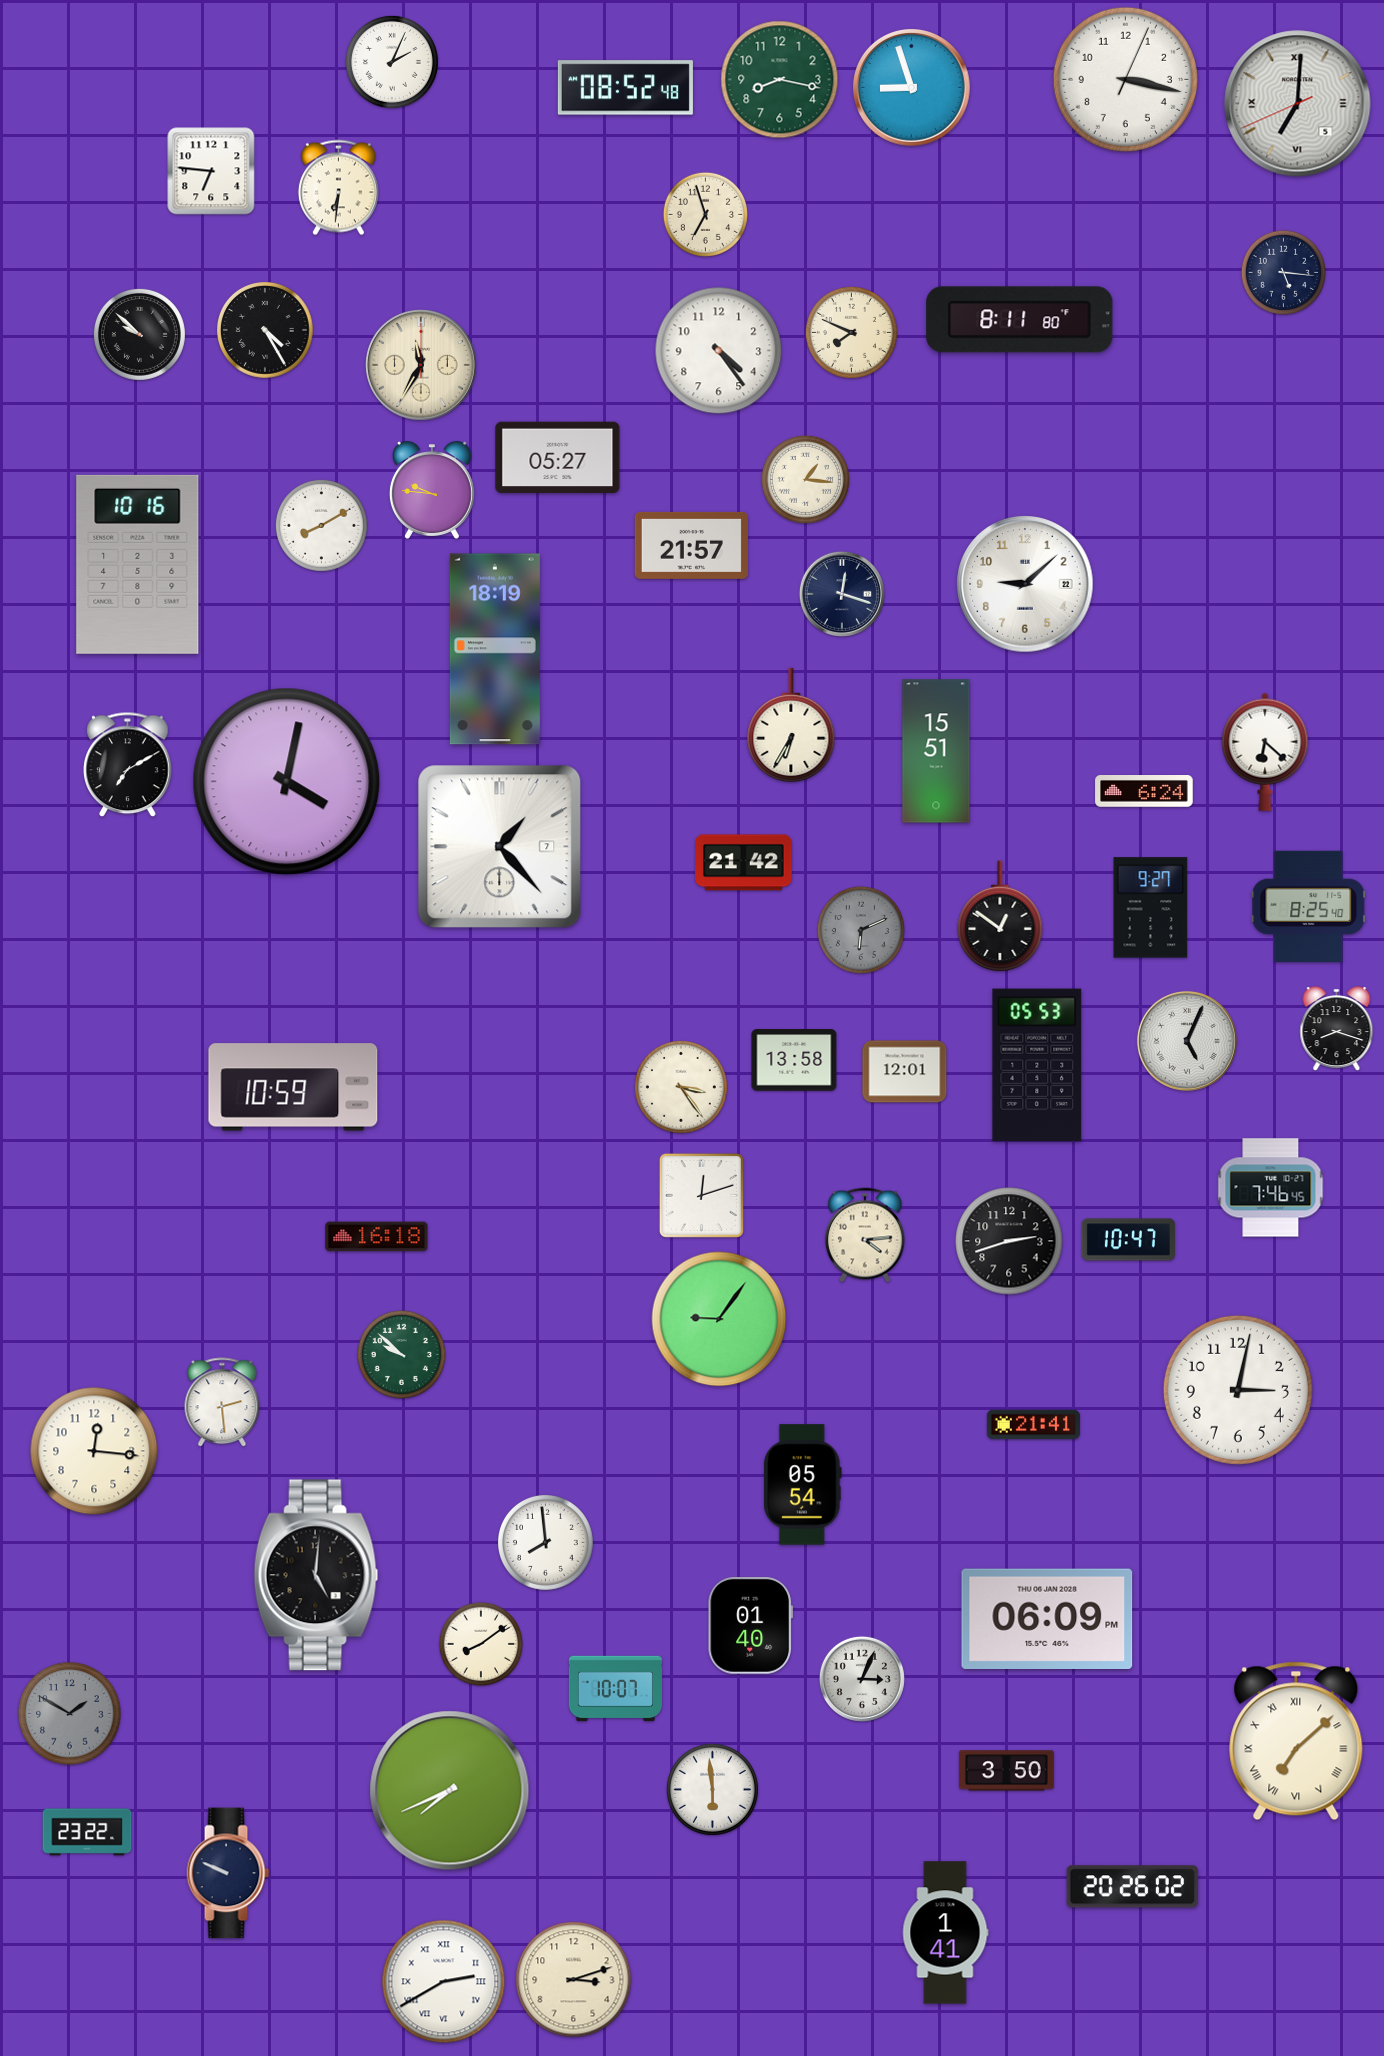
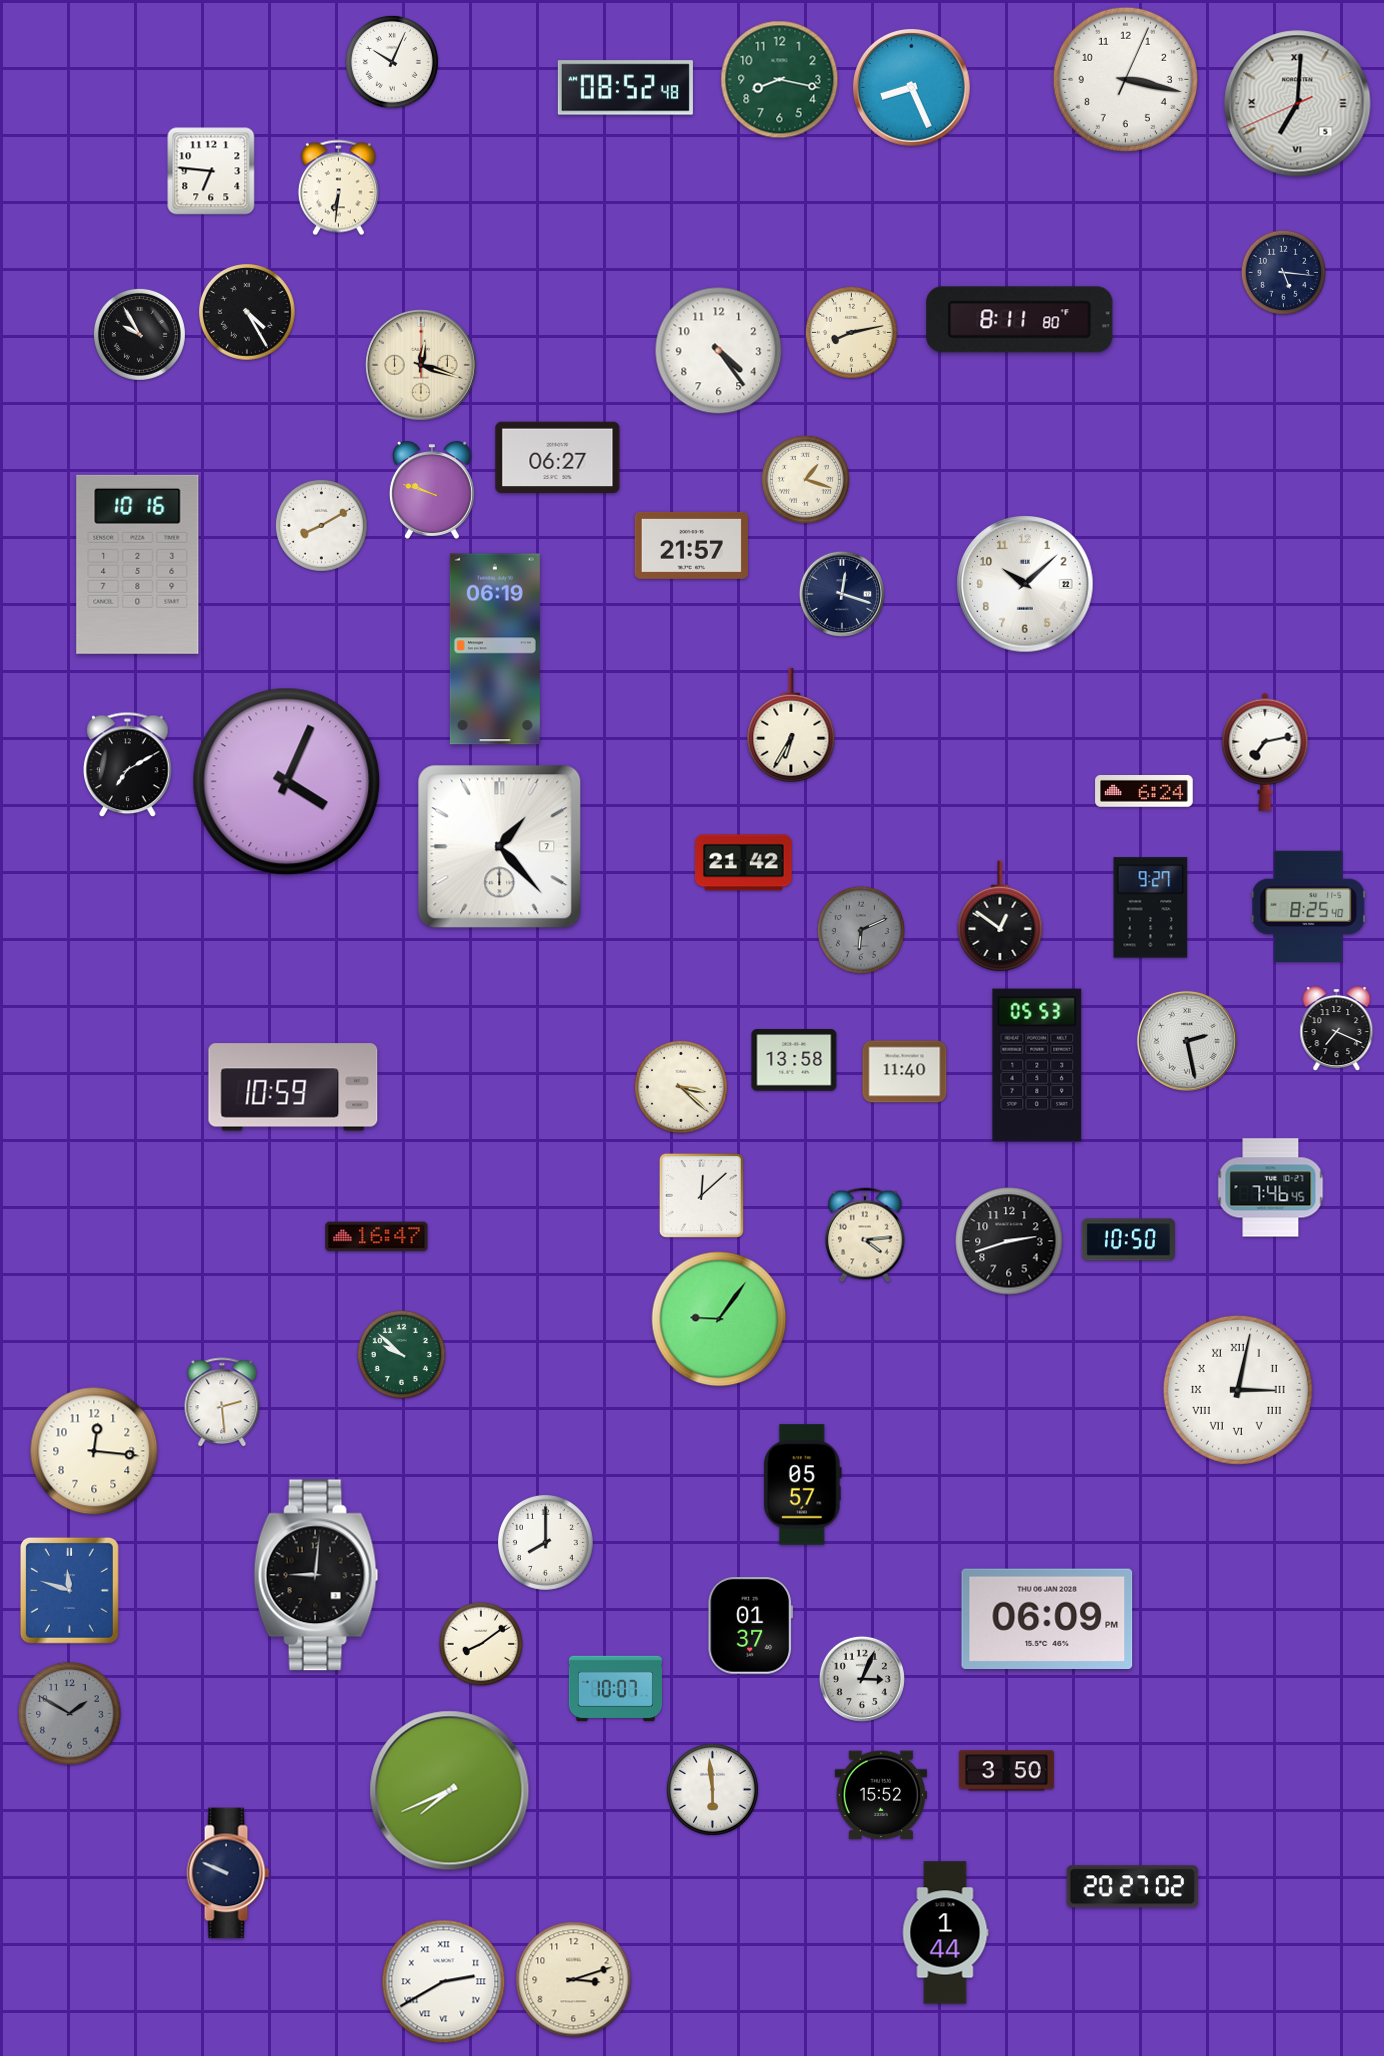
clock at (392, 62): 2:04 -> 10:04
clock at (912, 88): 8:57 -> 8:26
clock at (705, 214): 6:57 -> none
clock at (266, 331) position: (266, 331) -> (248, 313)
clock at (851, 332): 7:49 -> 8:13
clock at (139, 334): 9:52 -> 9:55
clock at (421, 365): 11:35 -> 12:18
clock at (558, 458): 05:27 -> 06:27
clock at (805, 479): 1:16 -> 1:18
clock at (432, 490): 9:46 -> 9:48
clock at (1025, 584): 9:08 -> 10:08
clock at (495, 649): 18:19 -> 06:19
clock at (936, 751): 15:51 -> none
clock at (1265, 752): 6:22 -> 7:13
clock at (287, 782): 4:02 -> 4:04
clock at (1337, 1029): 8:18 -> 7:19
clock at (1187, 1041): 5:04 -> 2:28
clock at (905, 1072): 12:01 -> 11:40
clock at (681, 1087): 3:24 -> 3:22
clock at (701, 1195): 12:12 -> 12:08
clock at (377, 1237): 16:18 -> 16:47
clock at (1128, 1240): 10:47 -> 10:50
clock at (1238, 1390) numerals: Arabic -> Roman
clock at (1033, 1425): 21:41 -> none
clock at (803, 1485): 05:54 -> 05:57
clock at (546, 1543): 7:59 -> 8:00
clock at (316, 1575): 5:01 -> 9:01
clock at (69, 1590): none -> 11:48
clock at (750, 1626): 01:40 -> 01:37
clock at (1296, 1741): 7:08 -> none
clock at (881, 1795): none -> 15:52
clock at (87, 1832): 23:22 -> none
clock at (1133, 1887): 20:26 -> 20:27
clock at (945, 1933): 1:41 -> 1:44
